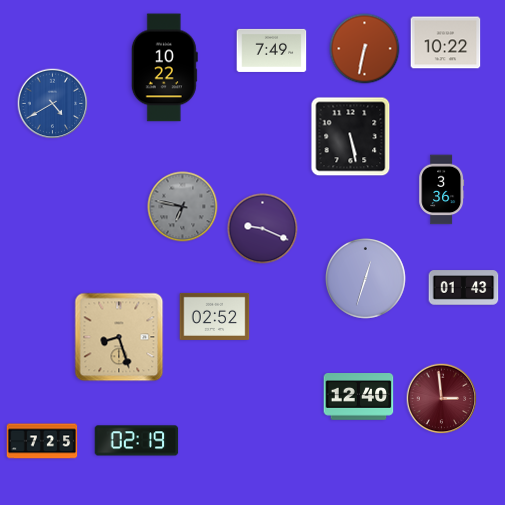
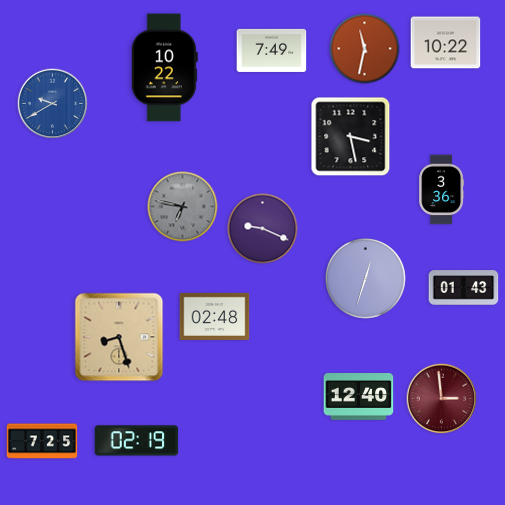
clock at (365, 49): 6:32 -> 11:32
clock at (53, 104): 4:40 -> 9:40
clock at (351, 137): 5:28 -> 3:28
clock at (215, 316): 02:52 -> 02:48
